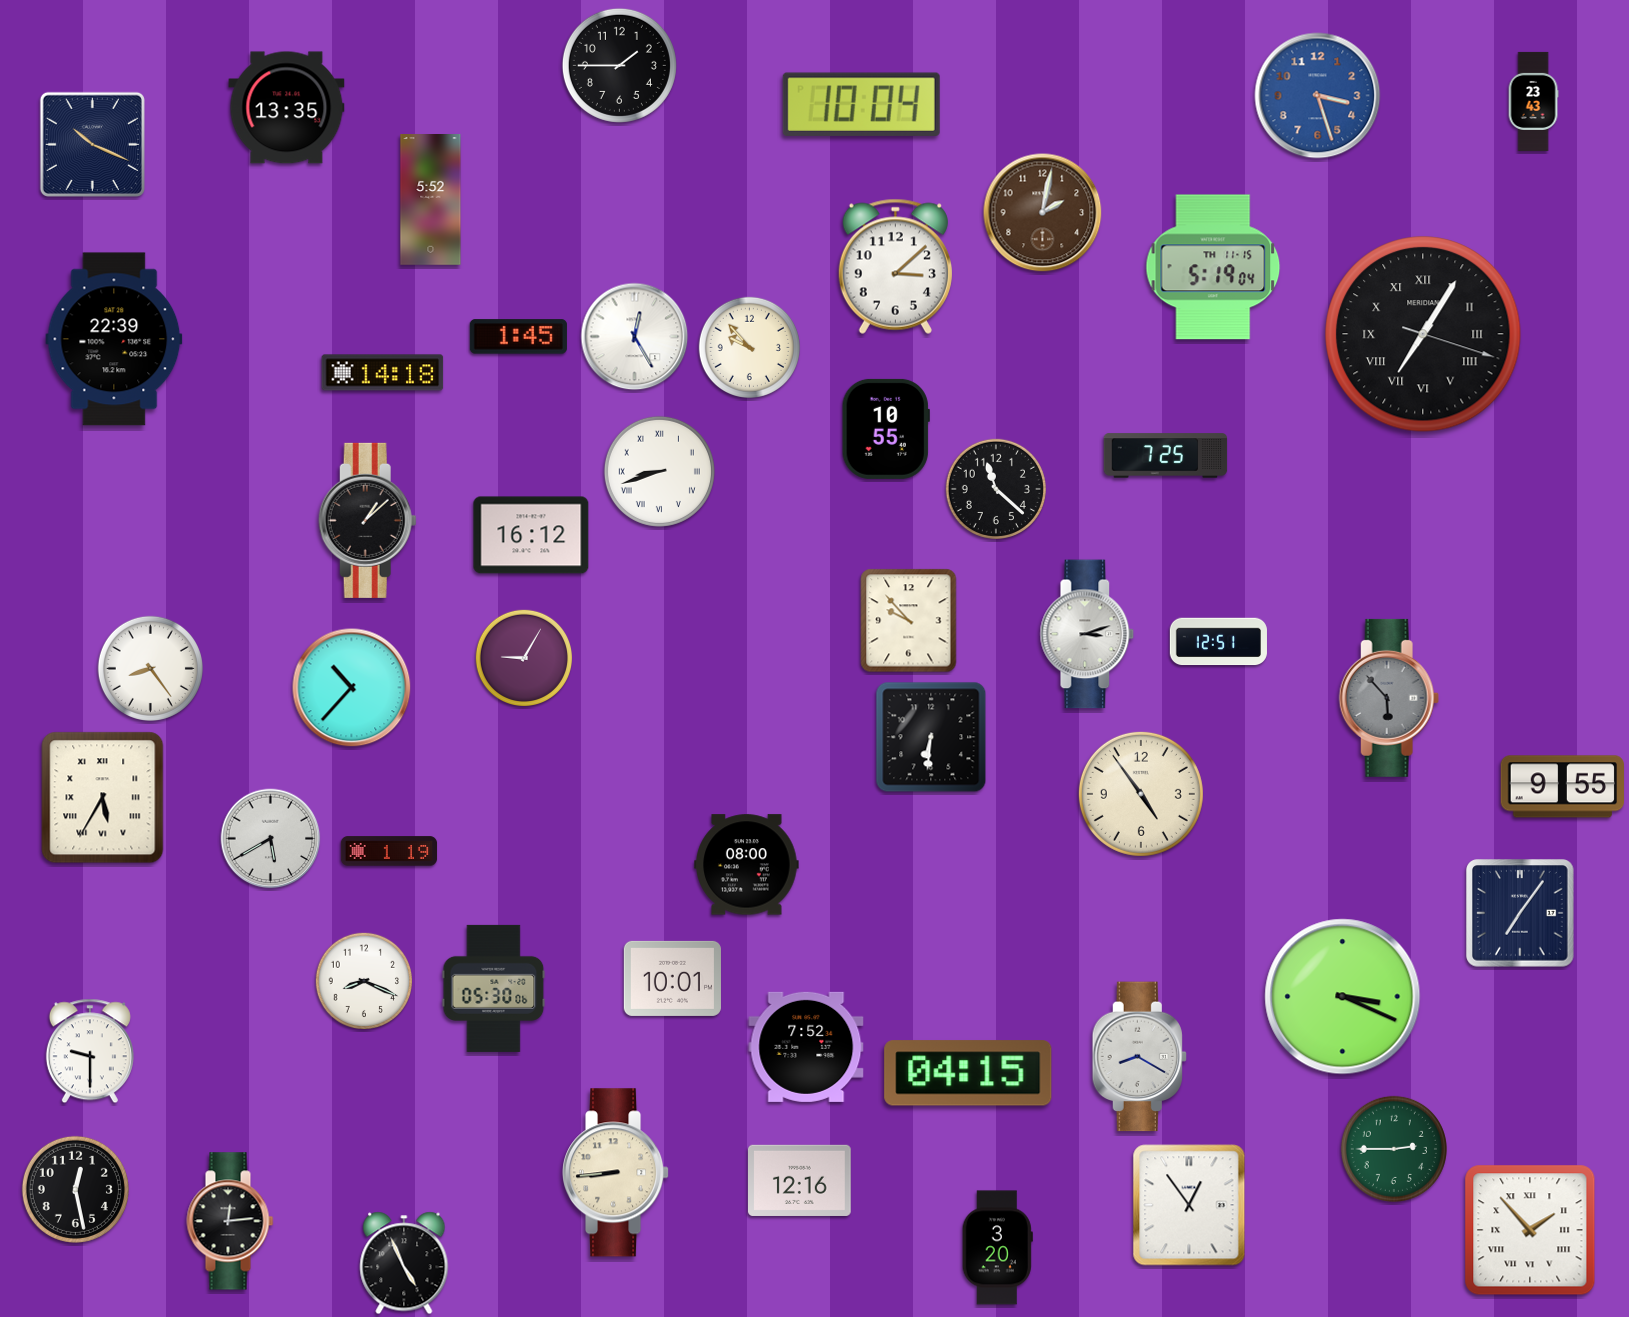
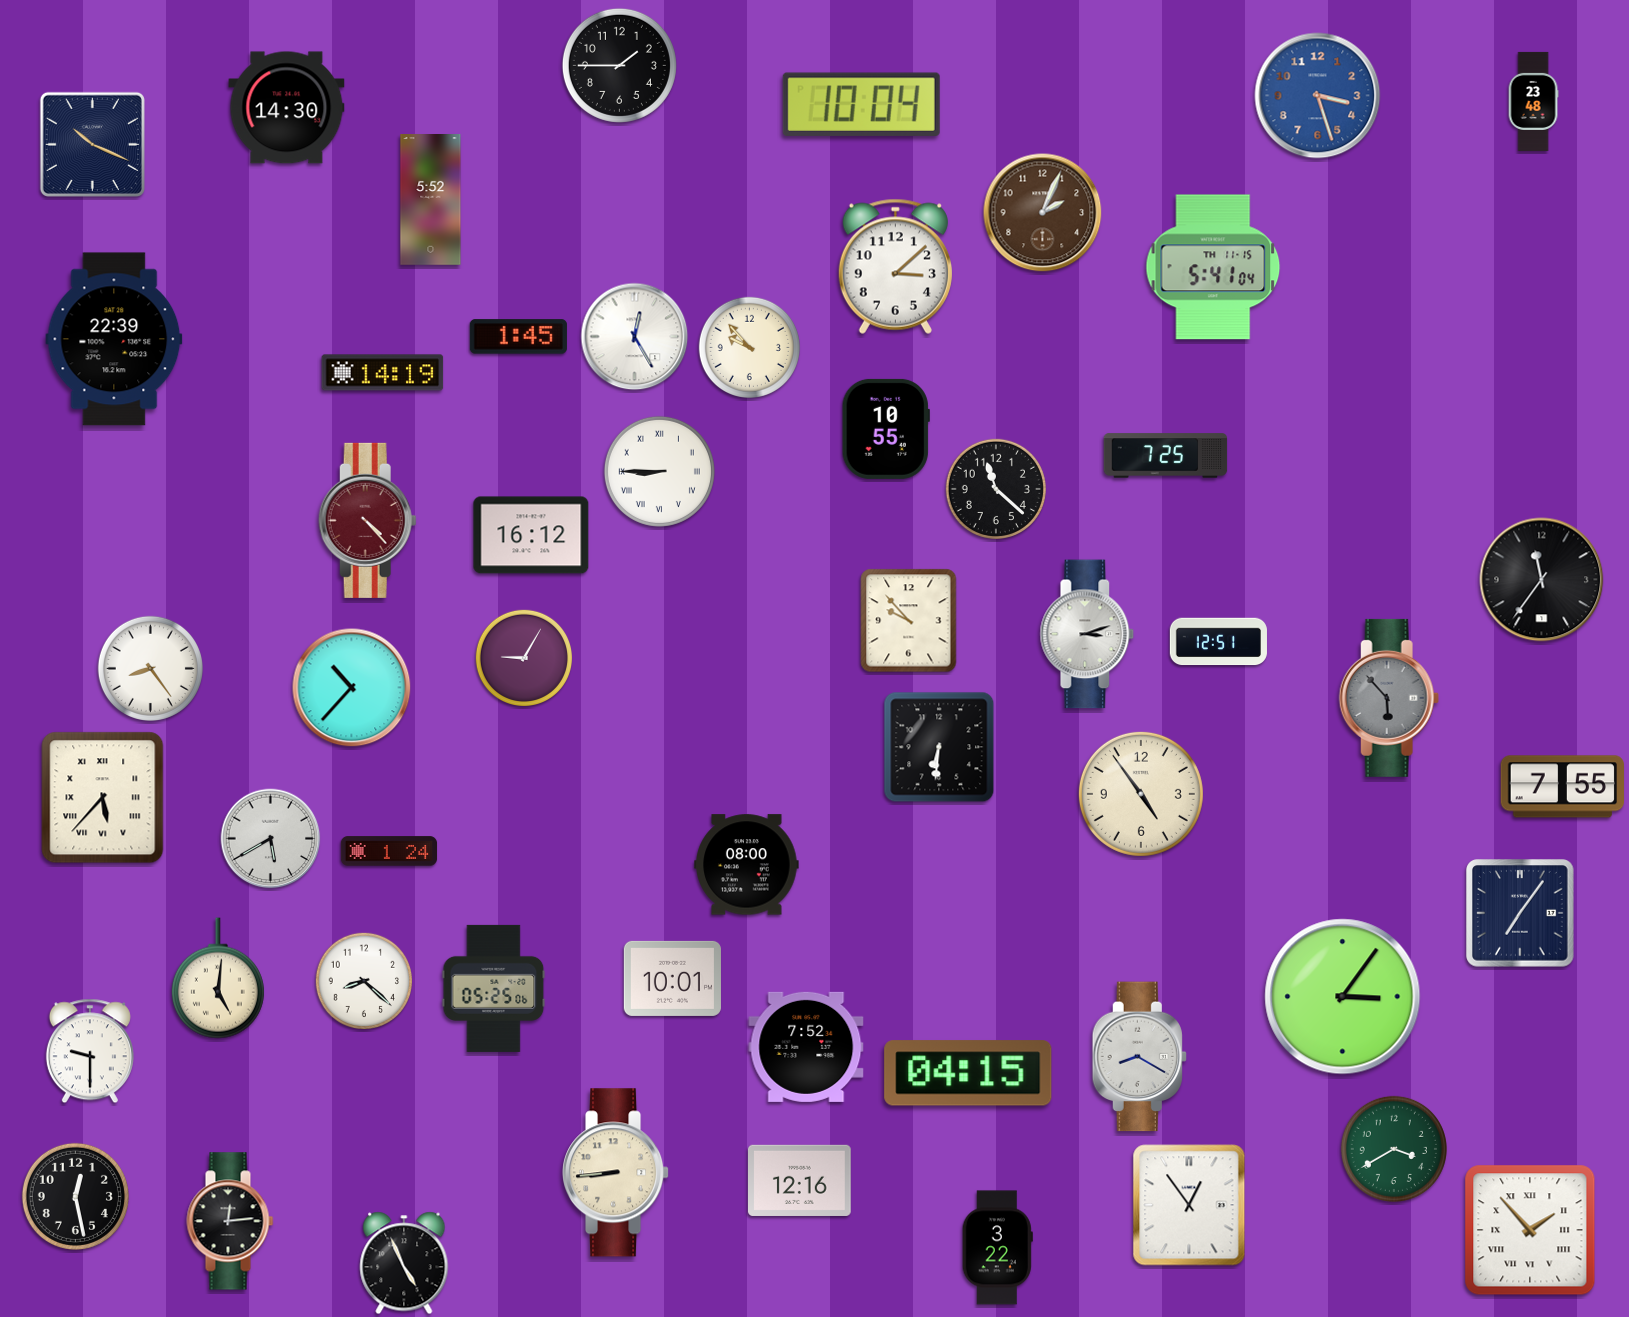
clock at (1533, 101): 23:43 -> 23:48
clock at (287, 108): 13:35 -> 14:30
clock at (1043, 213): 2:02 -> 2:04
clock at (1213, 267): 5:19 -> 5:41
clock at (1423, 334): 7:05 -> none
clock at (383, 373): 14:18 -> 14:19
clock at (659, 471): 8:42 -> 8:45
clock at (367, 520): 1:08 -> 4:23
clock at (367, 520) dial: black -> burgundy
clock at (1542, 580): none -> 11:36
clock at (931, 737) position: (931, 737) -> (939, 747)
clock at (1563, 787): 9:55 -> 7:55
clock at (103, 798): 5:35 -> 5:37
clock at (389, 851): 1:19 -> 1:24
clock at (218, 978): none -> 5:01
clock at (363, 980): 8:19 -> 8:22
clock at (494, 988): 05:30 -> 05:25
clock at (1343, 997): 3:19 -> 3:06
clock at (1394, 1149): 2:45 -> 3:40
clock at (75, 1189) position: (75, 1189) -> (75, 1196)
clock at (997, 1248): 3:20 -> 3:22
